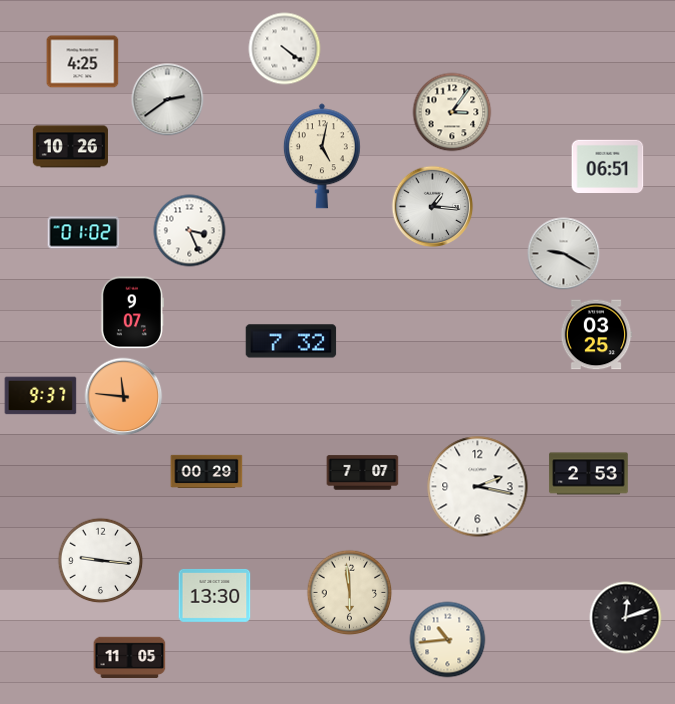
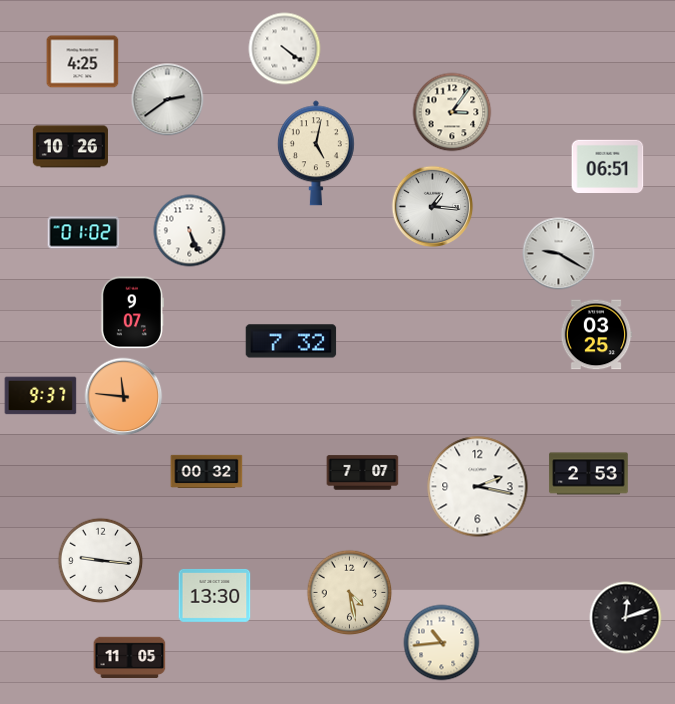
clock at (322, 156) position: (322, 156) -> (316, 153)
clock at (190, 231): 3:26 -> 5:26
clock at (564, 254) position: (564, 254) -> (559, 254)
clock at (207, 471): 00:29 -> 00:32
clock at (350, 593): 5:59 -> 4:28
clock at (448, 640) position: (448, 640) -> (442, 643)
